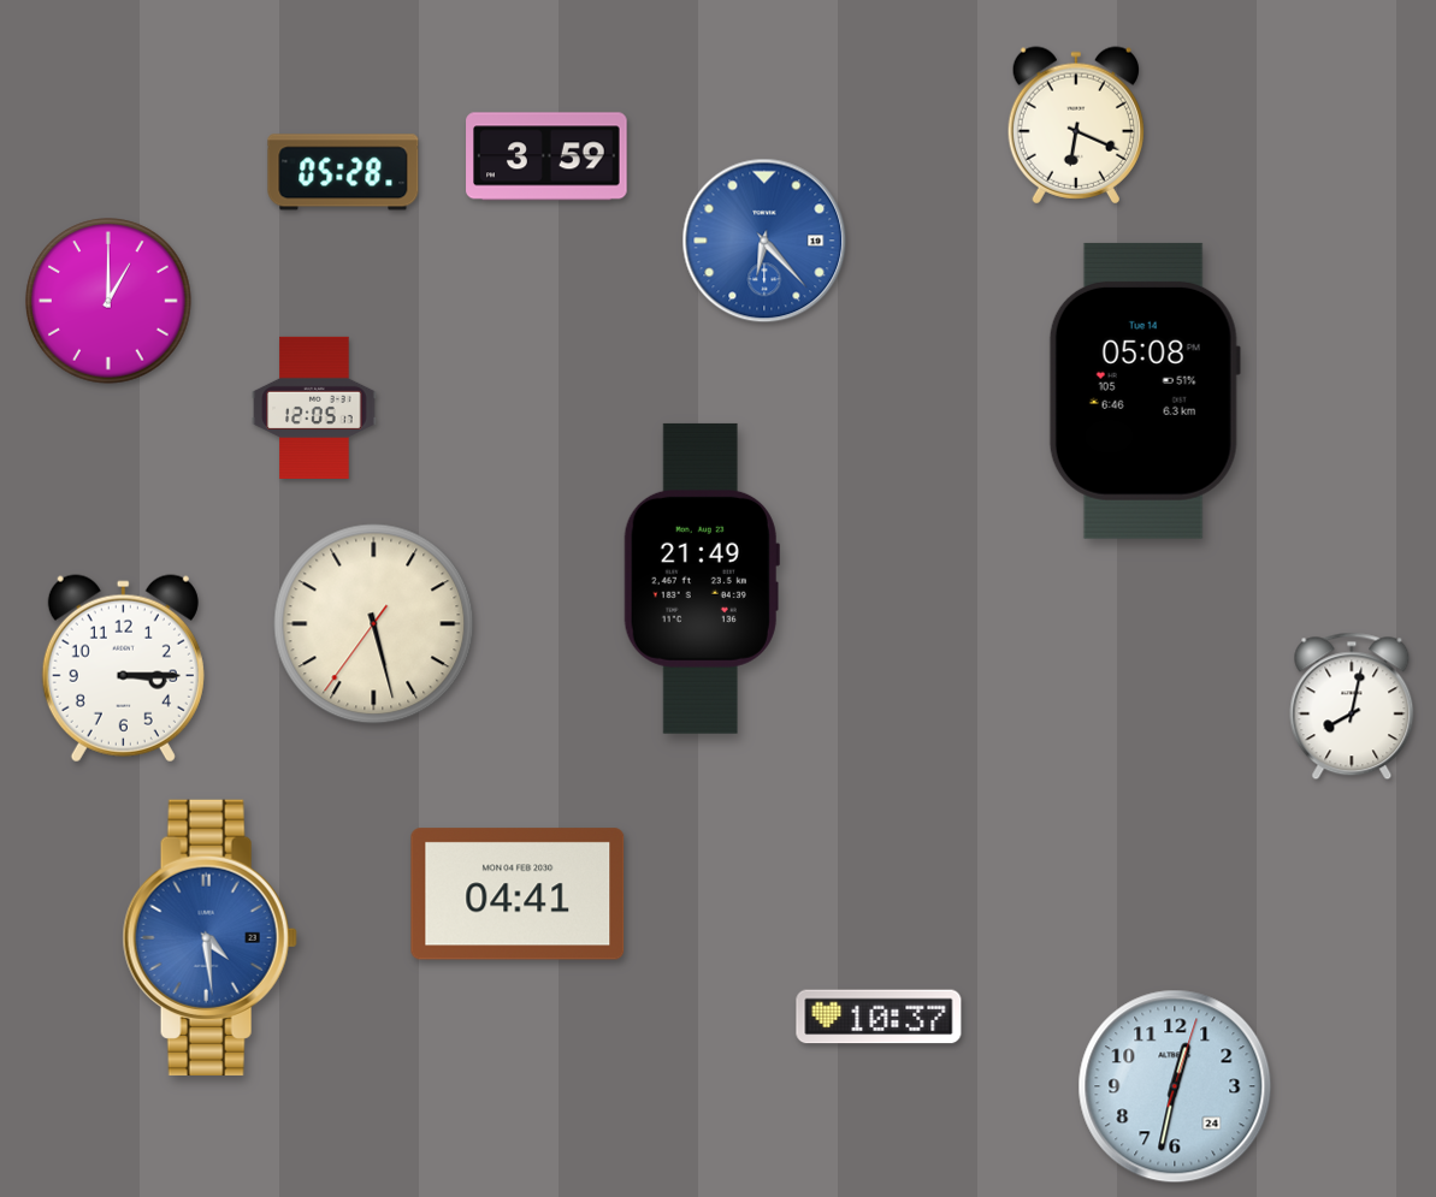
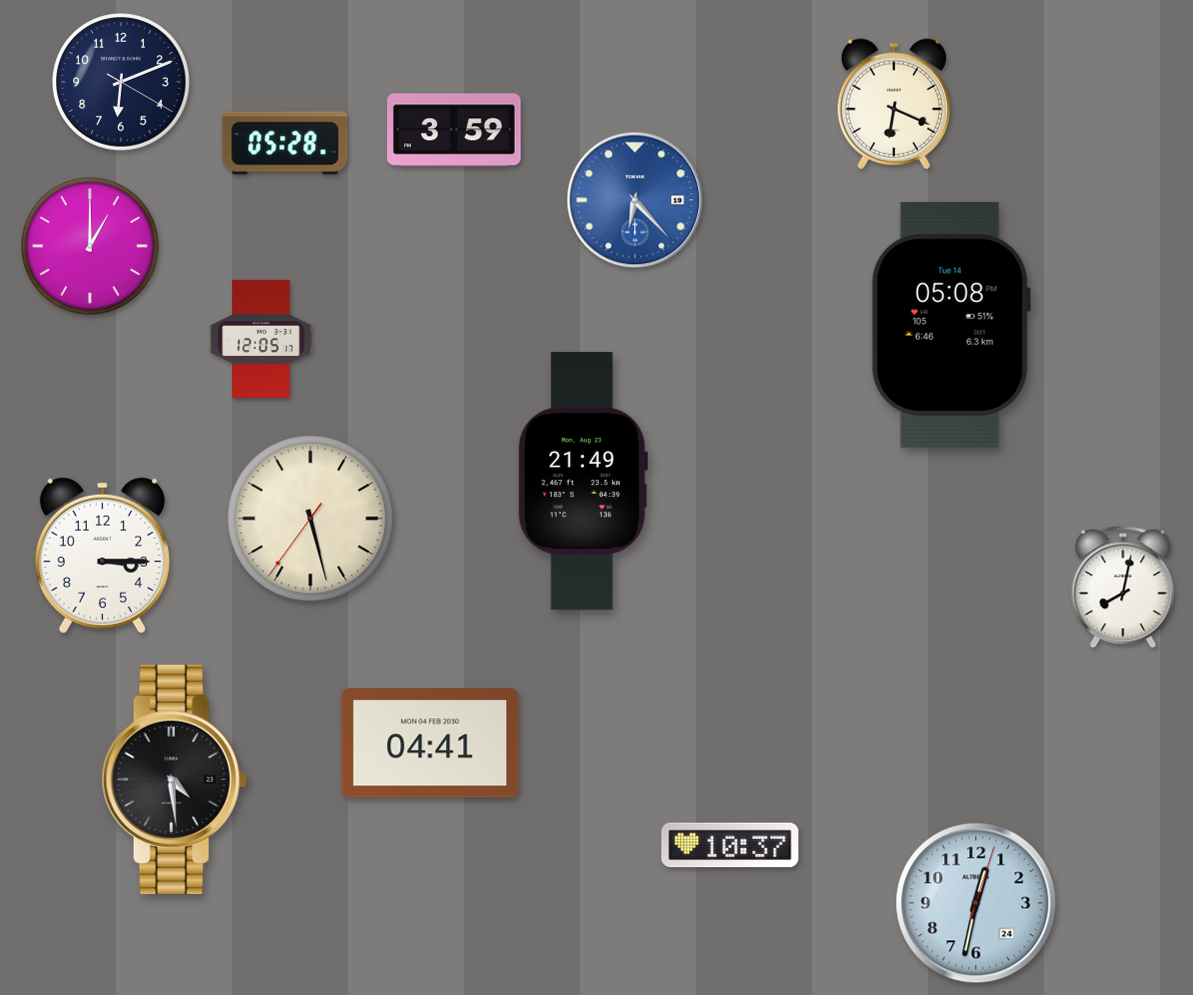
clock at (121, 82): none -> 6:11
clock at (108, 301) position: (108, 301) -> (90, 246)
clock at (209, 937) dial: blue -> black
